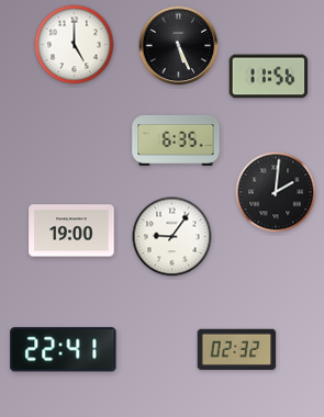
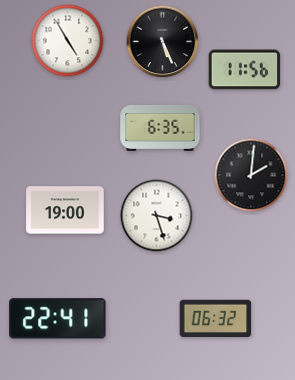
clock at (75, 45): 5:00 -> 4:55
clock at (172, 237): 9:06 -> 3:27
clock at (237, 350): 02:32 -> 06:32
